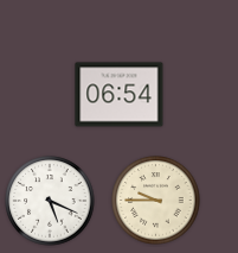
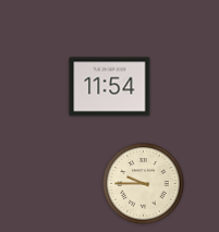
clock at (120, 95): 06:54 -> 11:54
clock at (50, 201): 5:19 -> none
